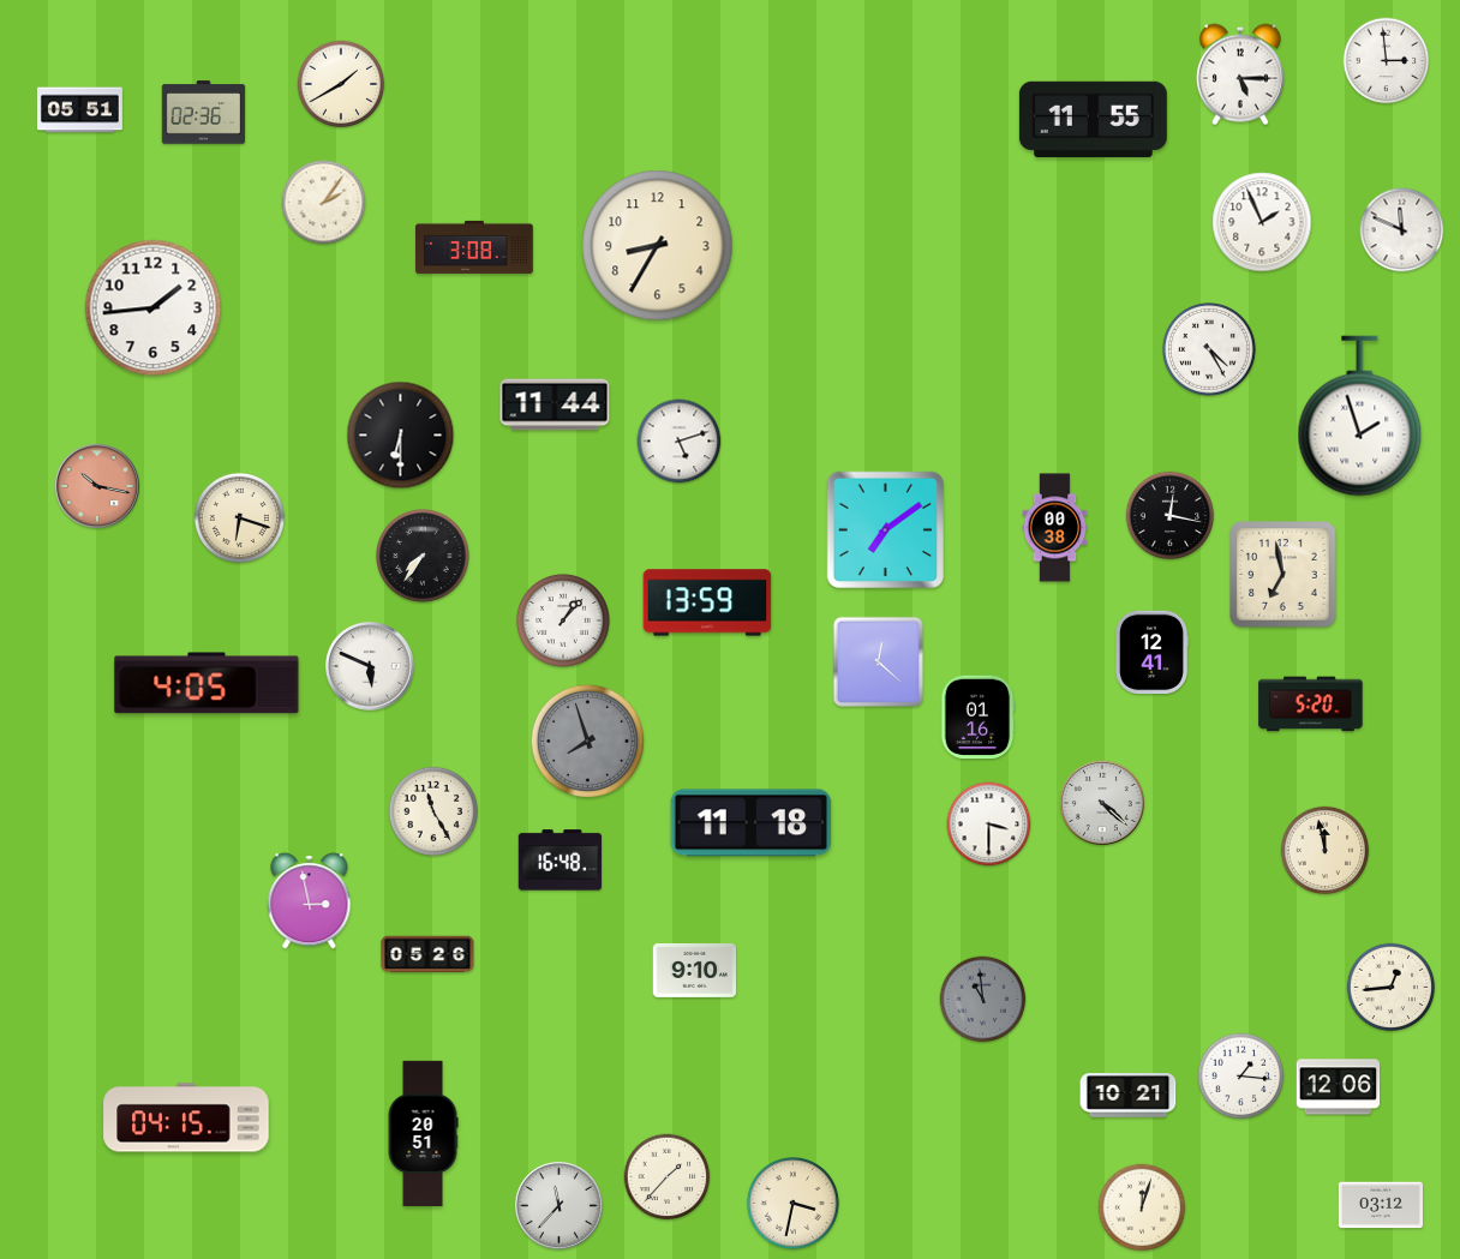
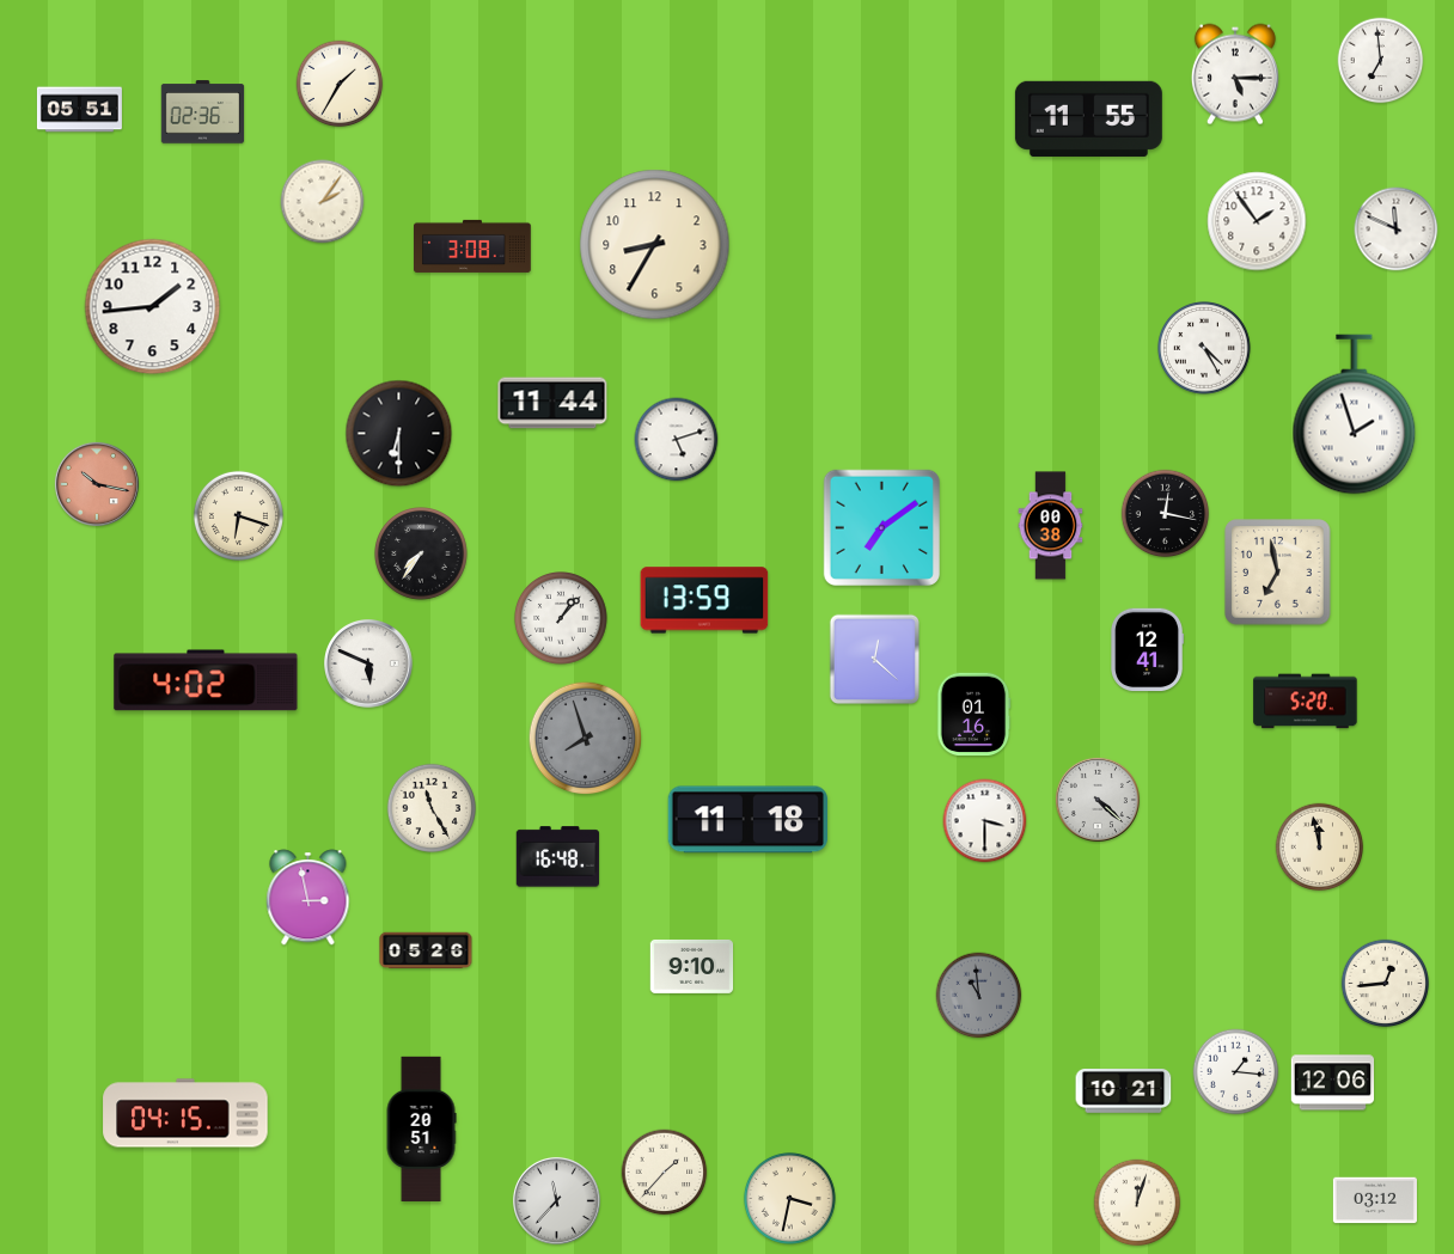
clock at (1387, 61): 2:59 -> 6:59
clock at (341, 84): 1:40 -> 1:35
clock at (1262, 222): 1:56 -> 1:54
clock at (207, 683): 4:05 -> 4:02
